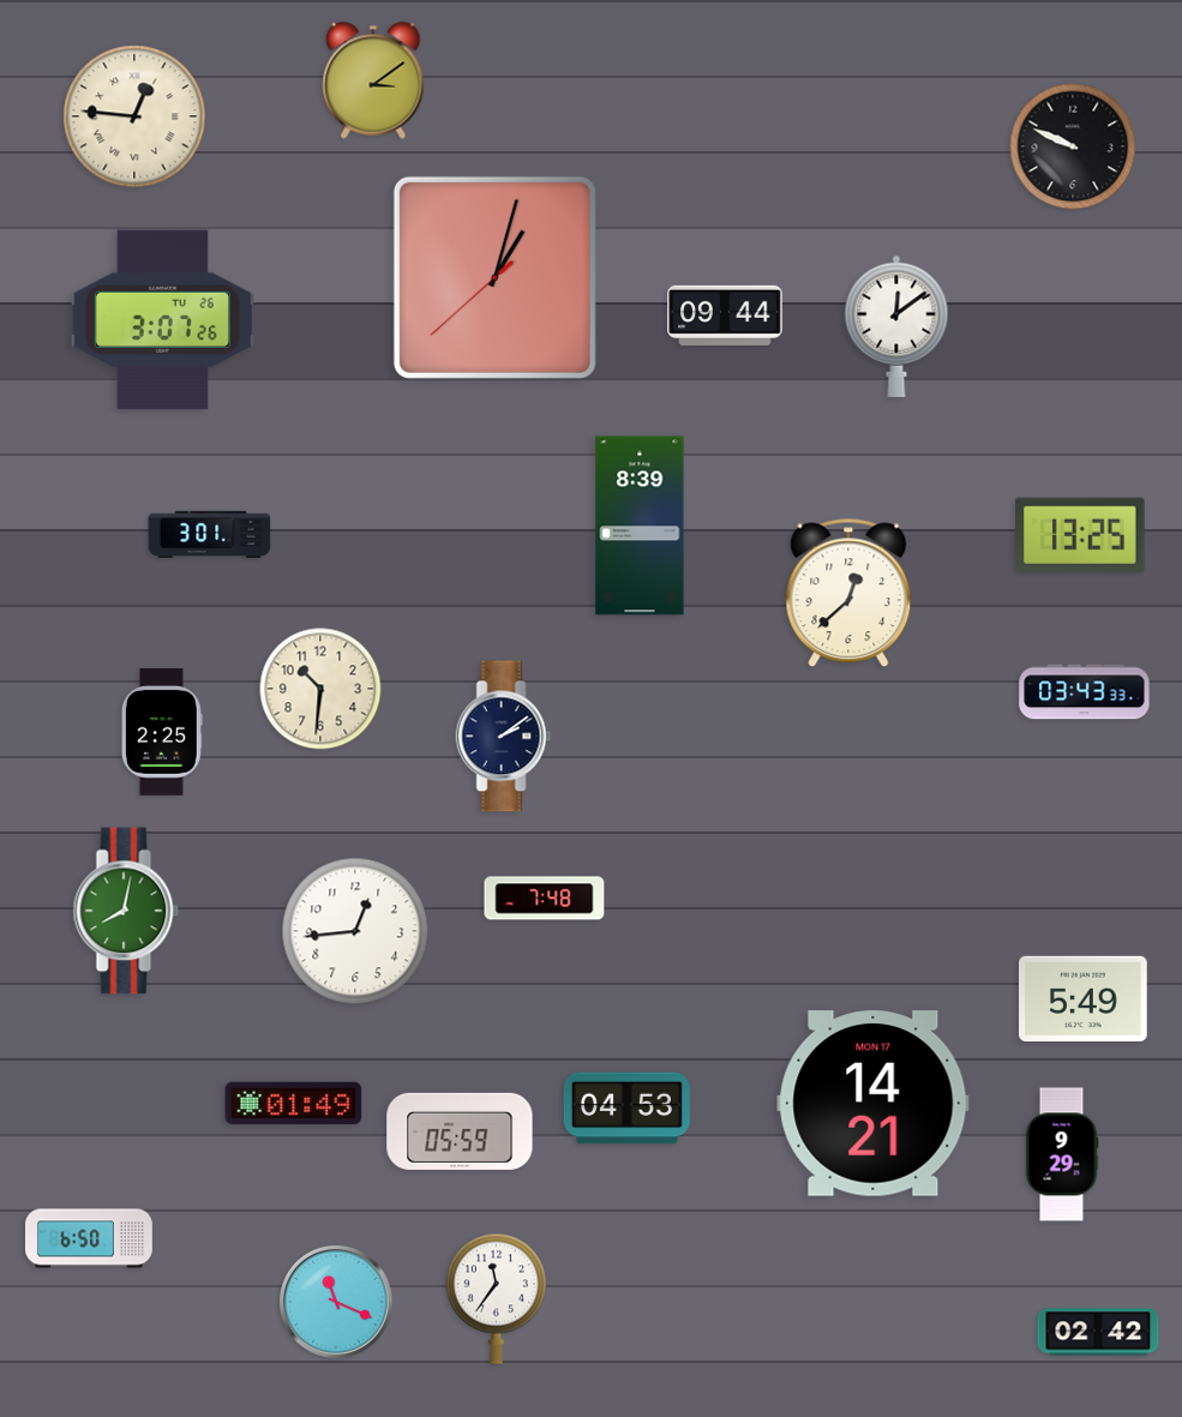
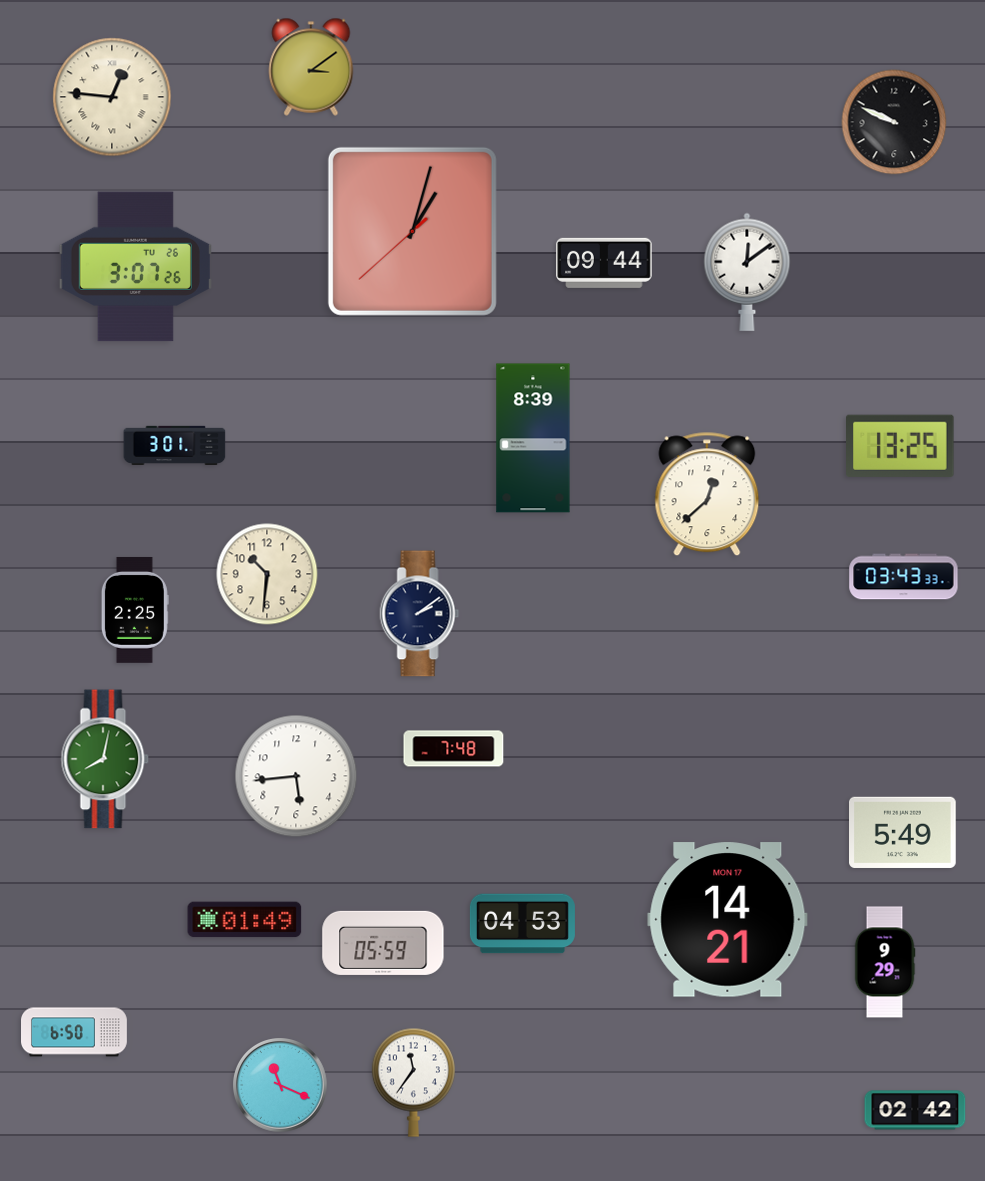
clock at (355, 931): 12:44 -> 5:44
